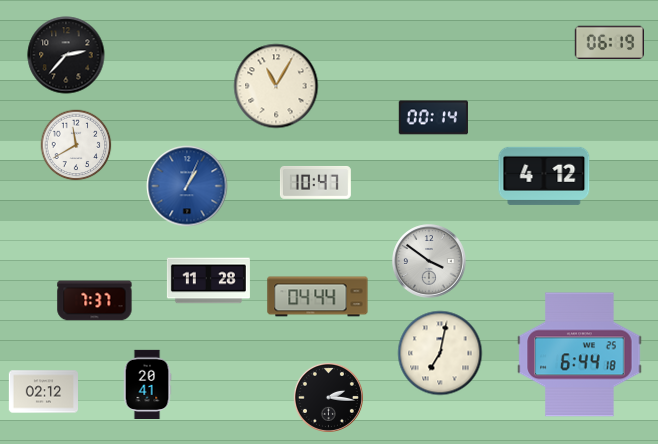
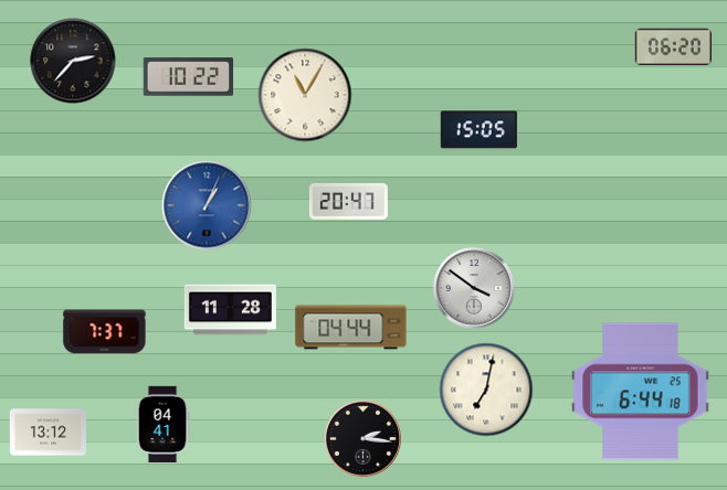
clock at (609, 43): 06:19 -> 06:20
clock at (189, 77): none -> 10:22
clock at (433, 118): 00:14 -> 15:05
clock at (76, 145): 11:40 -> none
clock at (544, 176): 4:12 -> none
clock at (315, 182): 10:47 -> 20:47
clock at (147, 384): 20:41 -> 04:41
clock at (44, 392): 02:12 -> 13:12
